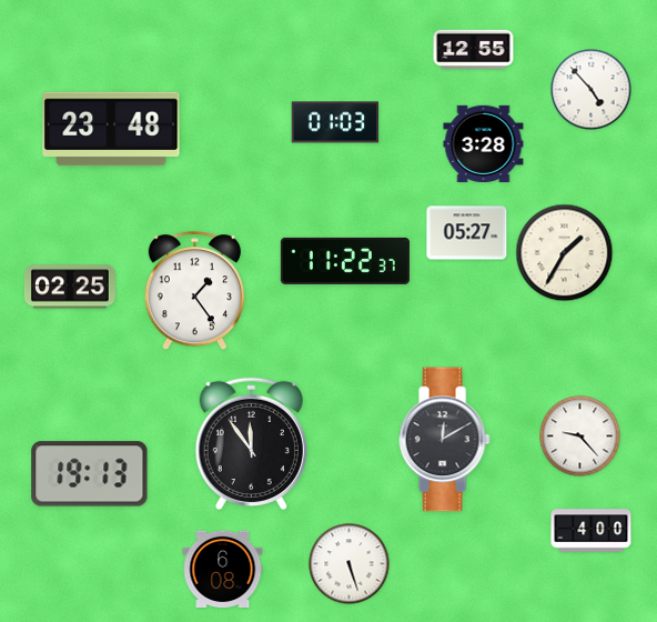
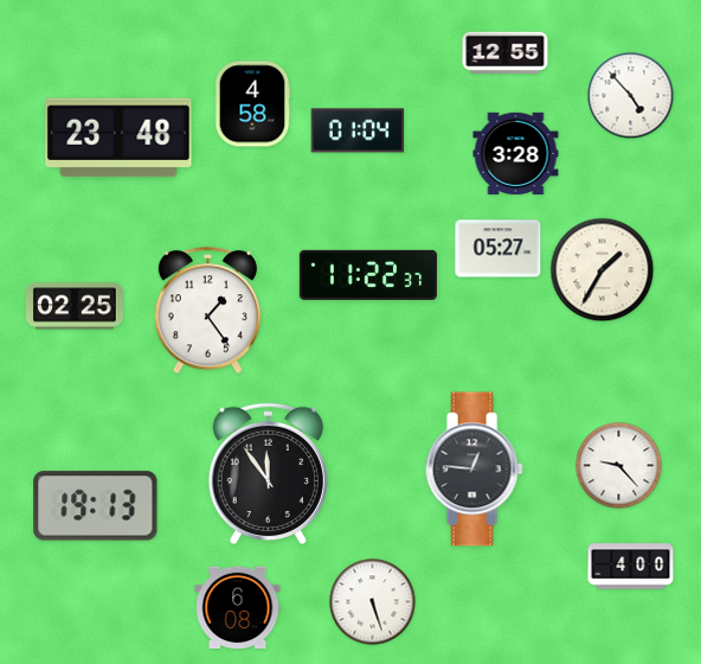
clock at (252, 104): none -> 4:58
clock at (335, 122): 01:03 -> 01:04
clock at (345, 261) position: (345, 261) -> (368, 275)
clock at (444, 440): 12:10 -> 12:46
